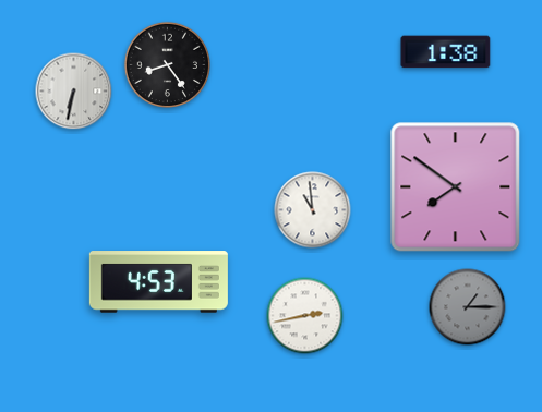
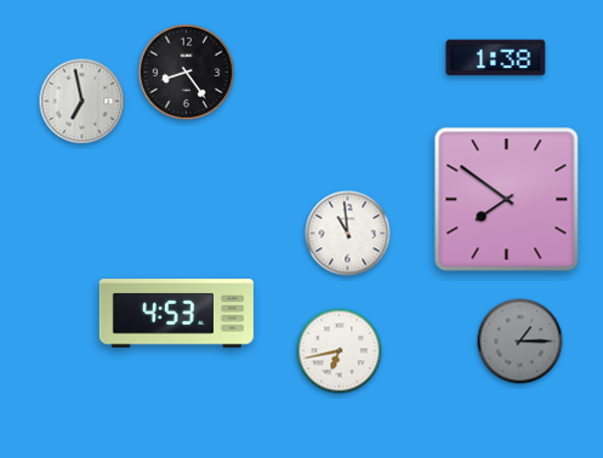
clock at (74, 92): 6:32 -> 6:58
clock at (456, 187) position: (456, 187) -> (507, 200)
clock at (305, 316): 2:43 -> 6:43
